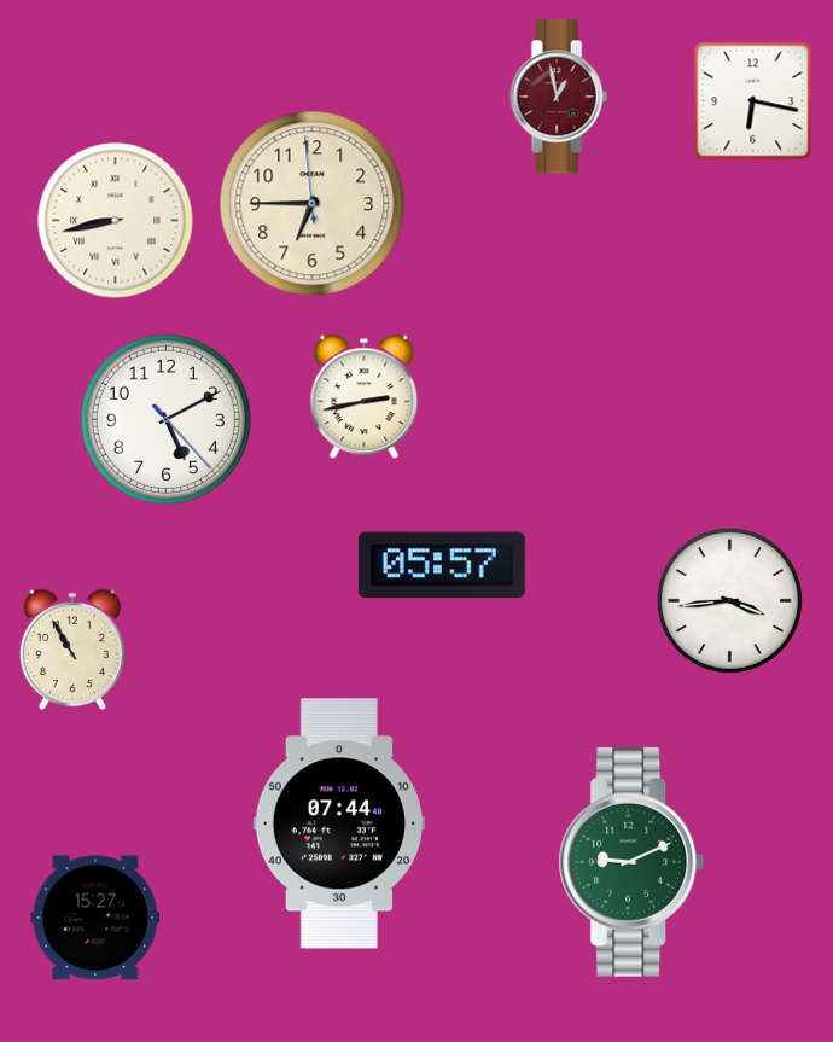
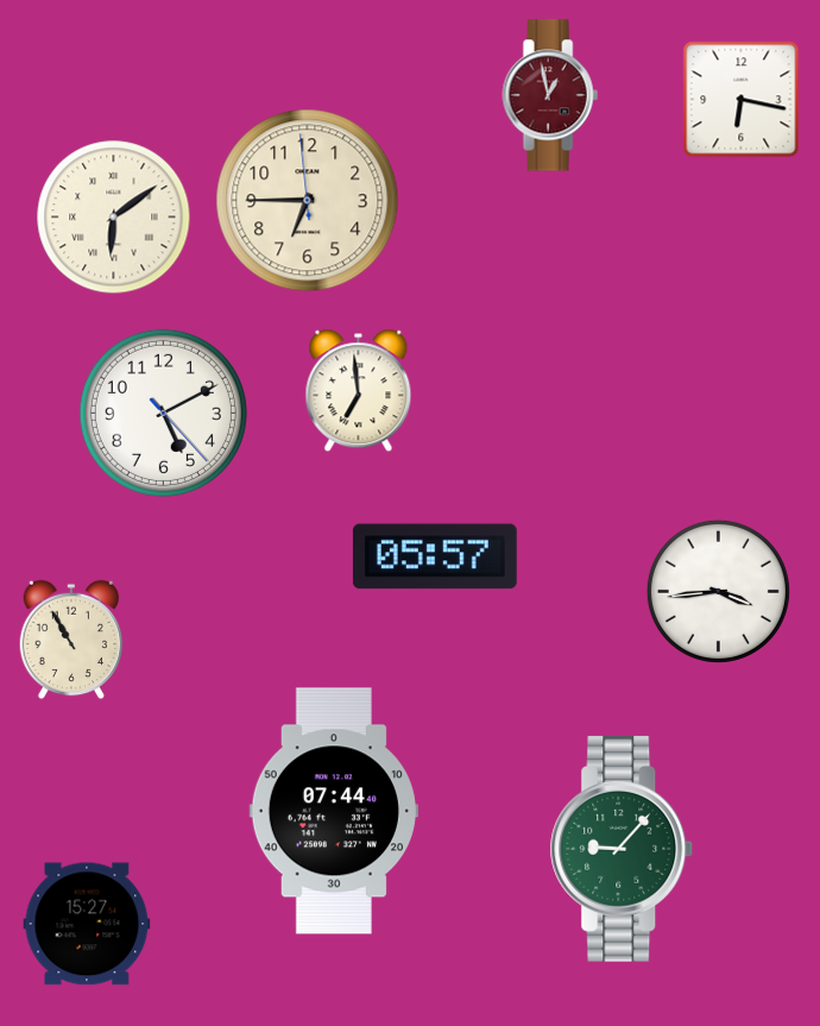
clock at (116, 221): 8:43 -> 6:09
clock at (365, 397): 2:43 -> 6:59
clock at (631, 862): 9:11 -> 9:07
clock at (95, 918) position: (95, 918) -> (87, 924)
